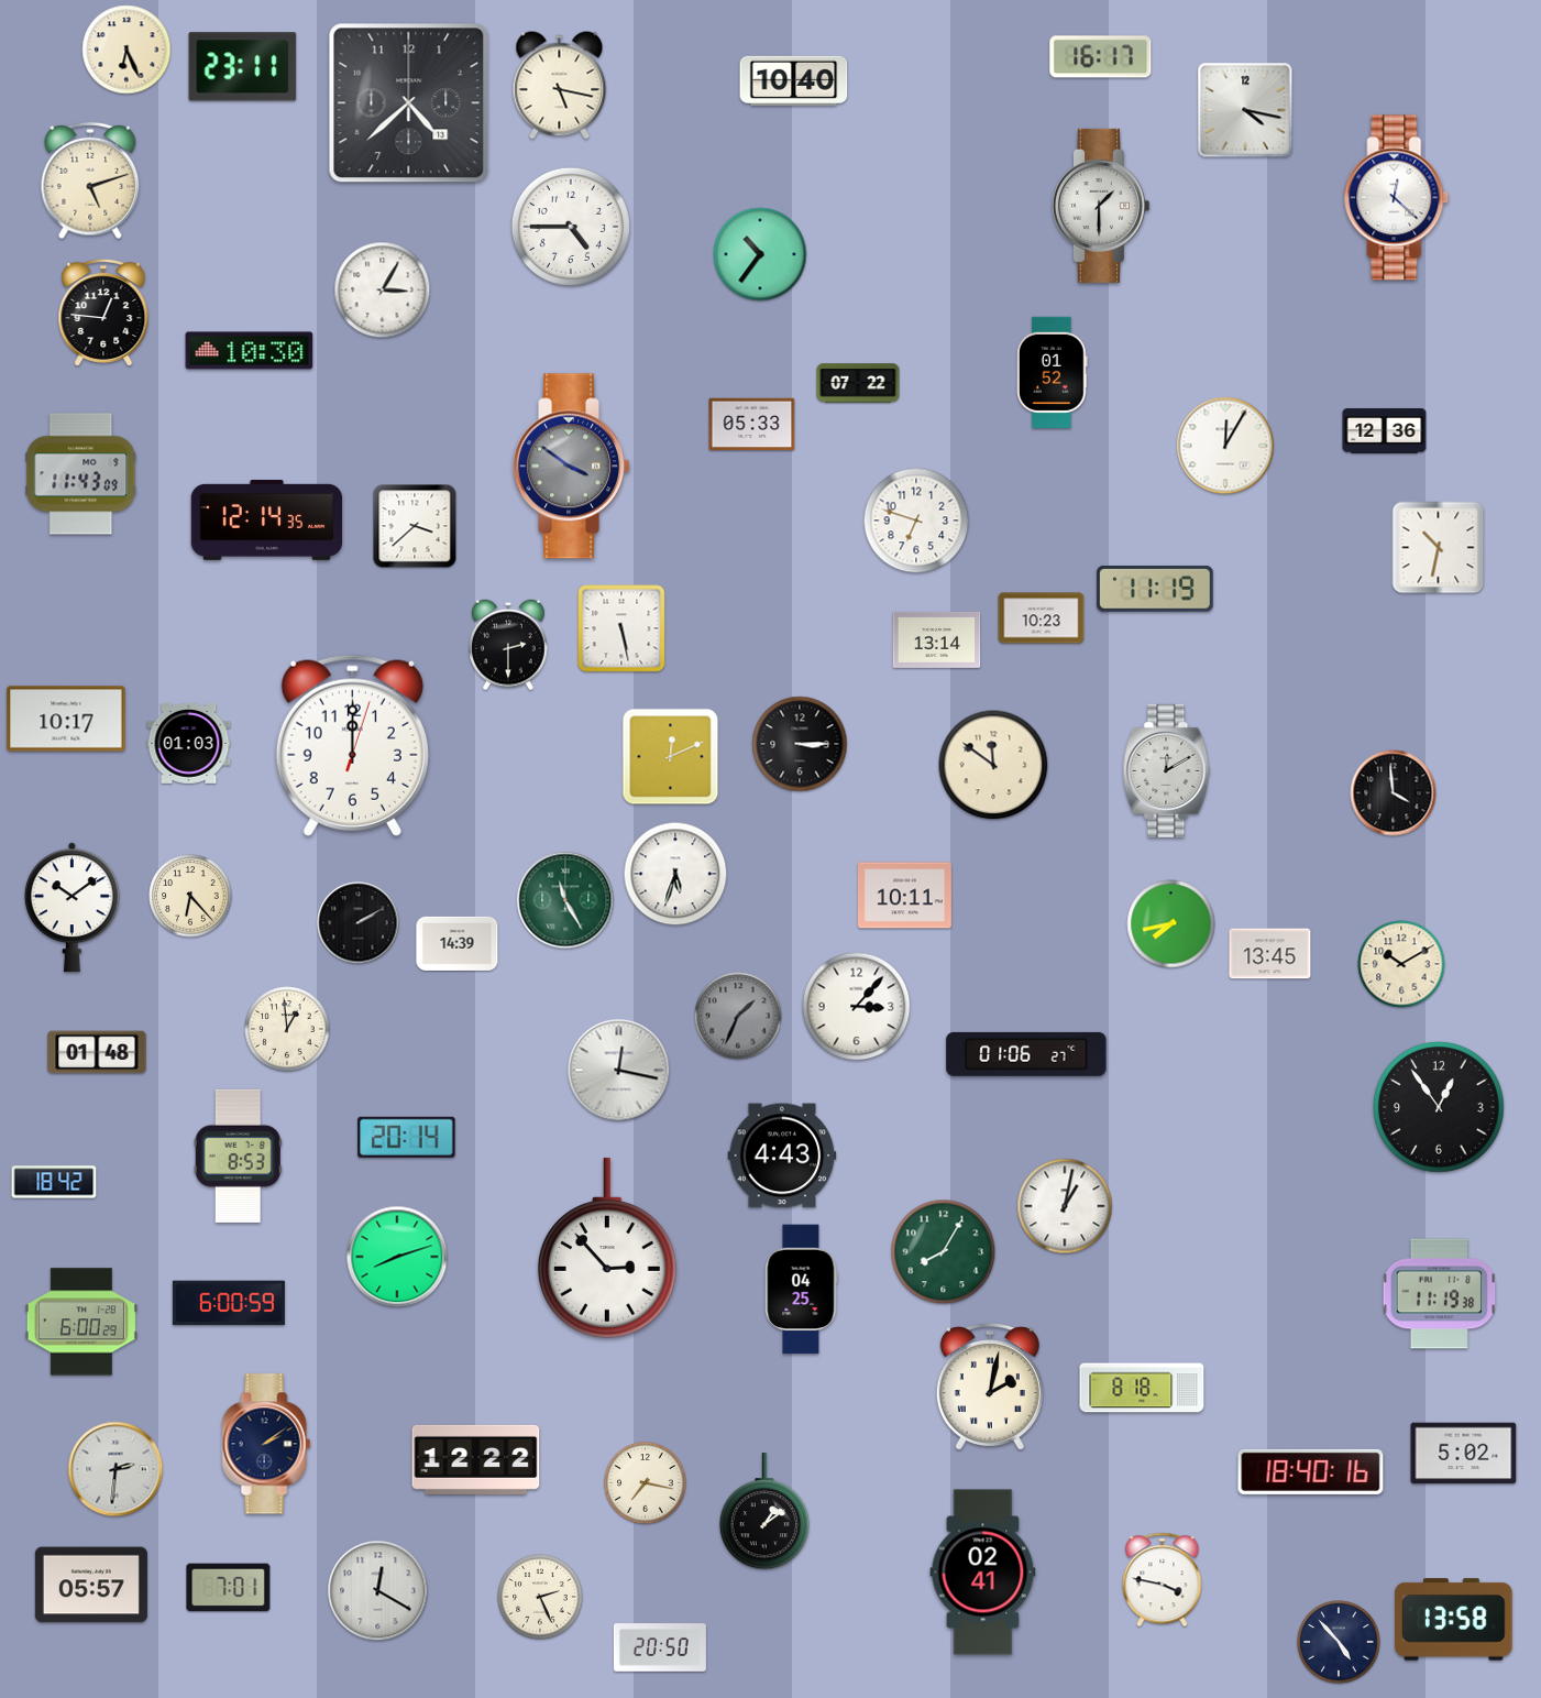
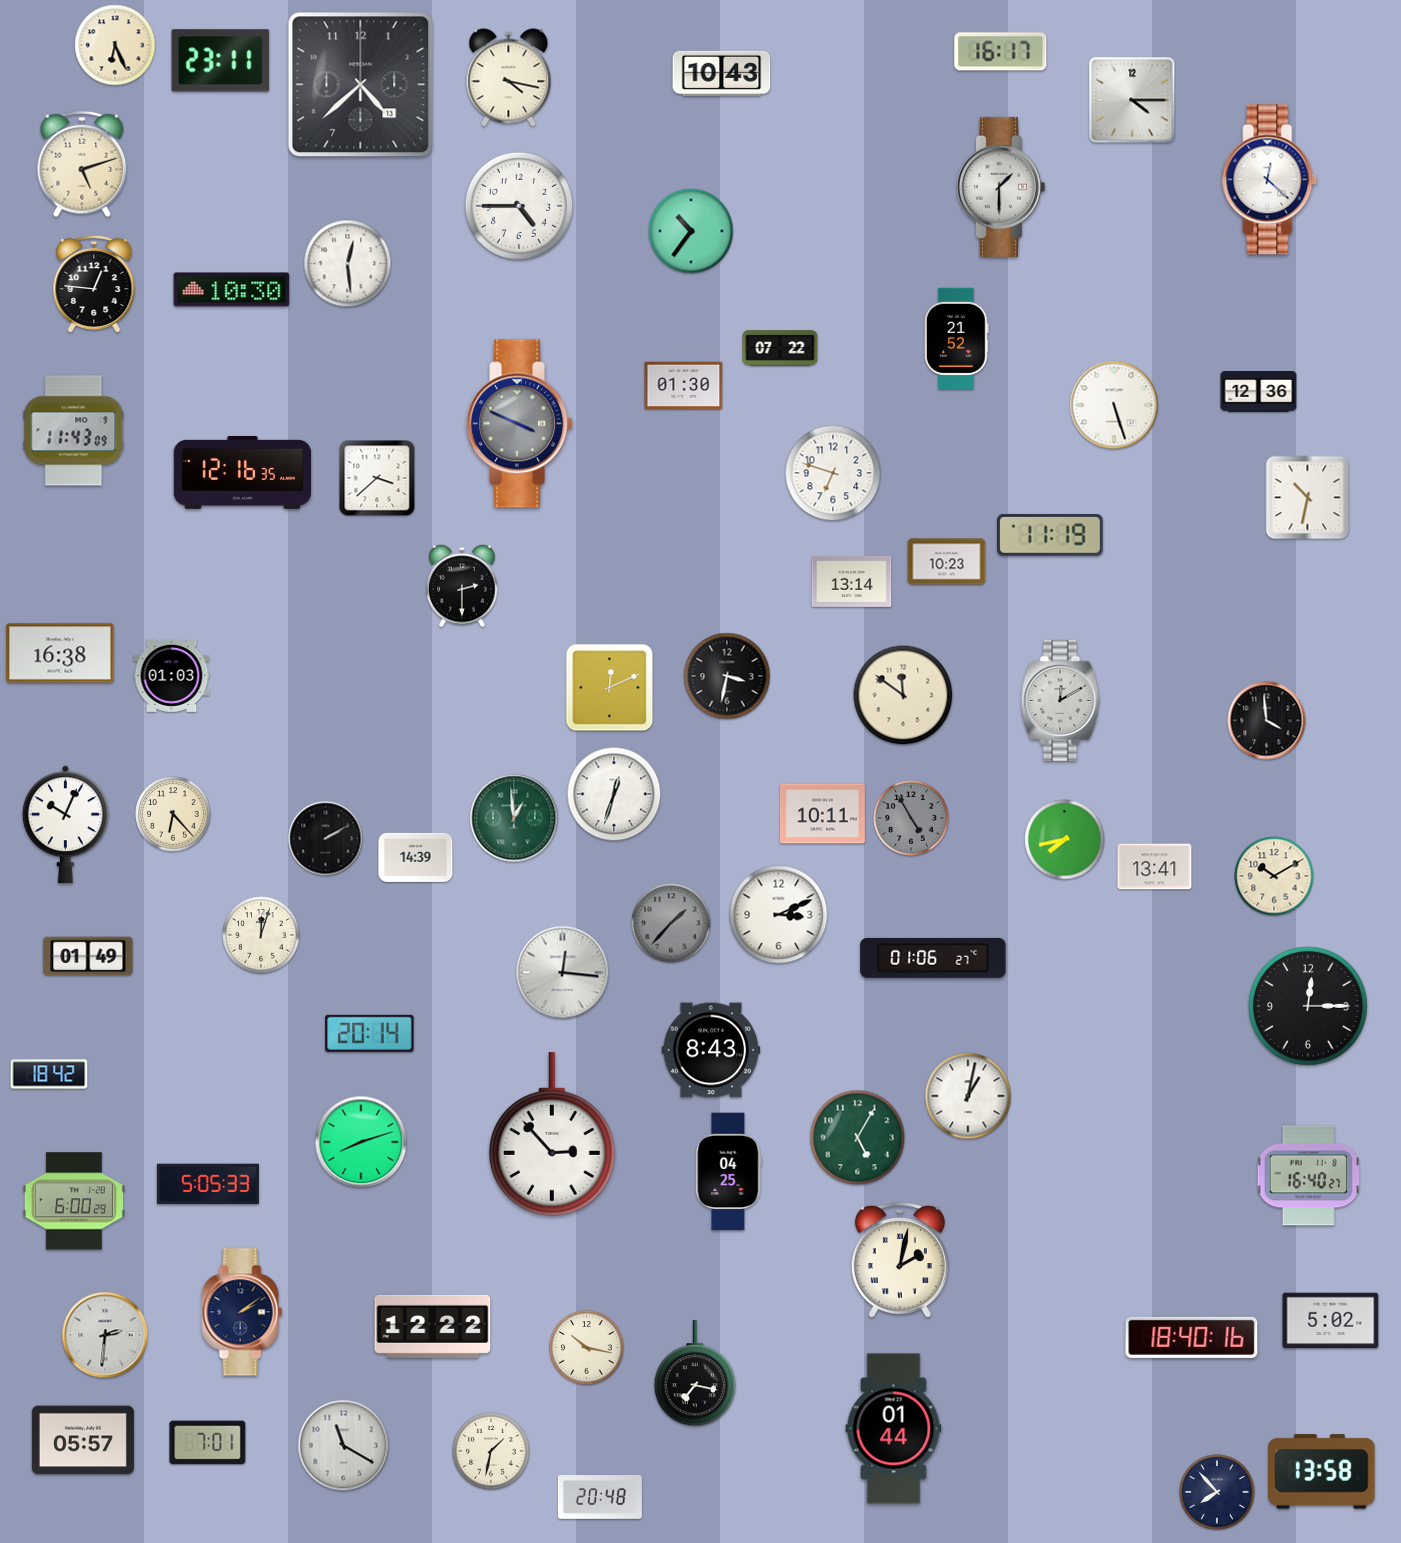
clock at (794, 80): 10:40 -> 10:43
clock at (560, 86): 5:17 -> 4:17
clock at (409, 103) position: (409, 103) -> (361, 85)
clock at (1245, 110): 4:17 -> 4:15
clock at (383, 291): 3:05 -> 12:29
clock at (250, 351) position: (250, 351) -> (232, 290)
clock at (1053, 372): 01:52 -> 21:52
clock at (752, 425): 05:33 -> 01:30
clock at (1225, 446): 12:05 -> 5:27
clock at (572, 467): 3:51 -> 3:49
clock at (267, 521): 12:14 -> 12:16
clock at (621, 628): 5:28 -> none
clock at (66, 719): 10:17 -> 16:38
clock at (800, 744): 3:15 -> 3:32
clock at (352, 745): 12:00 -> none
clock at (675, 874): 5:33 -> 12:33
clock at (565, 900): 11:25 -> 12:59
clock at (911, 818): none -> 4:55
clock at (71, 908): 10:09 -> 10:04
clock at (1270, 954): 13:45 -> 13:41
clock at (857, 1007): 3:07 -> 3:11
clock at (738, 1016): 1:34 -> 1:37
clock at (287, 1029): 12:59 -> 12:03
clock at (97, 1052): 01:48 -> 01:49
clock at (619, 1071): 12:17 -> 12:16
clock at (1439, 1107): 12:54 -> 12:15
clock at (238, 1155): 8:53 -> none
clock at (782, 1155): 4:43 -> 8:43
clock at (944, 1252): 8:05 -> 5:05
clock at (1440, 1294): 11:19 -> 16:40
clock at (229, 1303): 6:00 -> 5:05
clock at (1142, 1388): 8:18 -> none
clock at (646, 1483): 7:17 -> 10:17
clock at (764, 1512): 1:09 -> 7:17
clock at (983, 1573): 02:41 -> 01:44
clock at (1163, 1580): 3:47 -> none
clock at (378, 1591): 12:20 -> 11:20
clock at (540, 1597): 2:26 -> 1:32
clock at (1339, 1642): 4:53 -> 7:53
clock at (660, 1647): 20:50 -> 20:48
